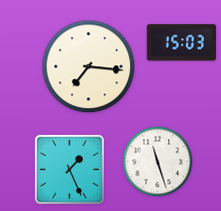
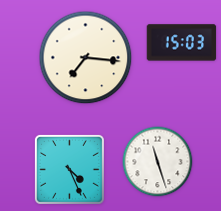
clock at (89, 67) position: (89, 67) -> (86, 58)
clock at (69, 169): 1:26 -> 4:26
